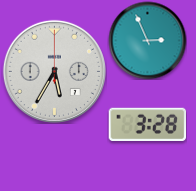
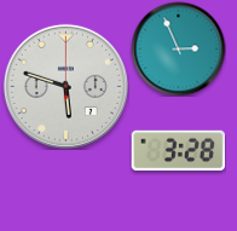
clock at (54, 71): 5:35 -> 5:48
